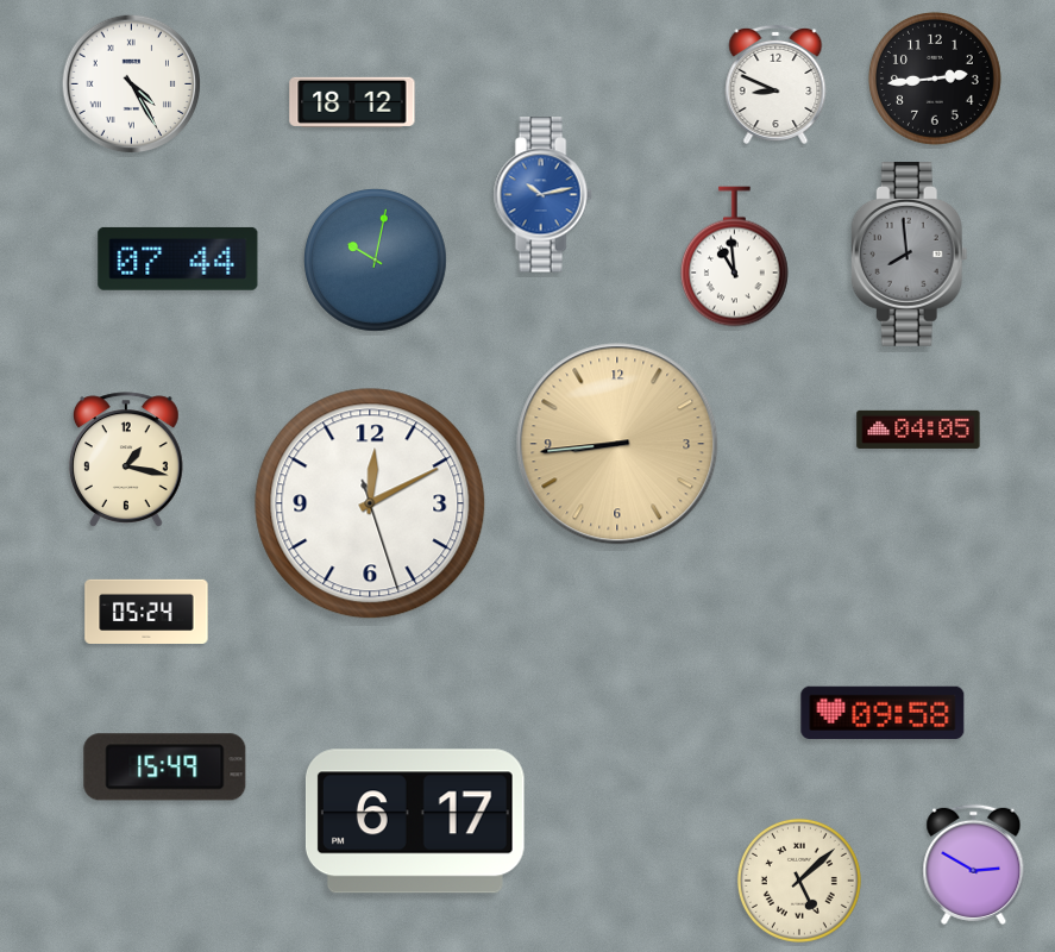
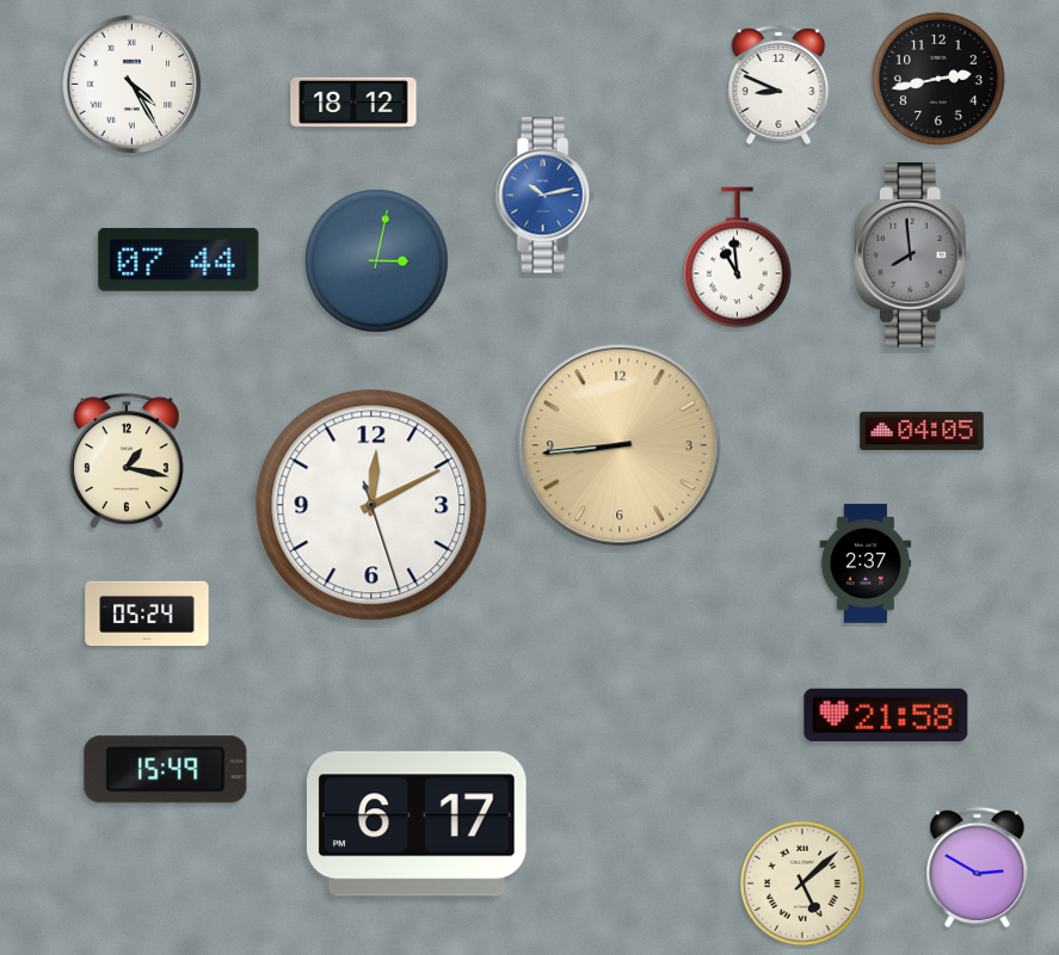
clock at (935, 79): 2:44 -> 2:43
clock at (376, 261): 10:02 -> 3:02
clock at (866, 563): none -> 2:37
clock at (883, 712): 09:58 -> 21:58
